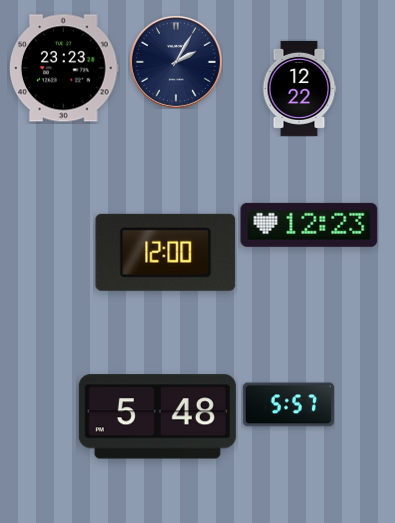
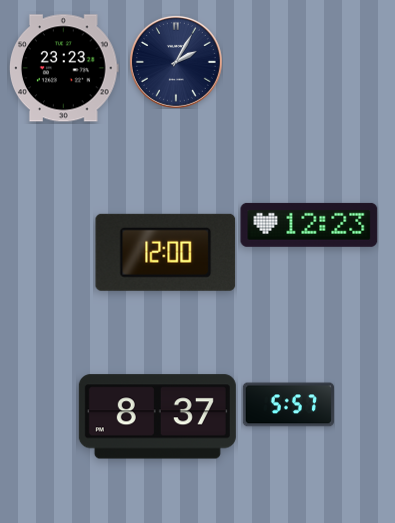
clock at (299, 88): 12:22 -> none
clock at (157, 417): 5:48 -> 8:37
